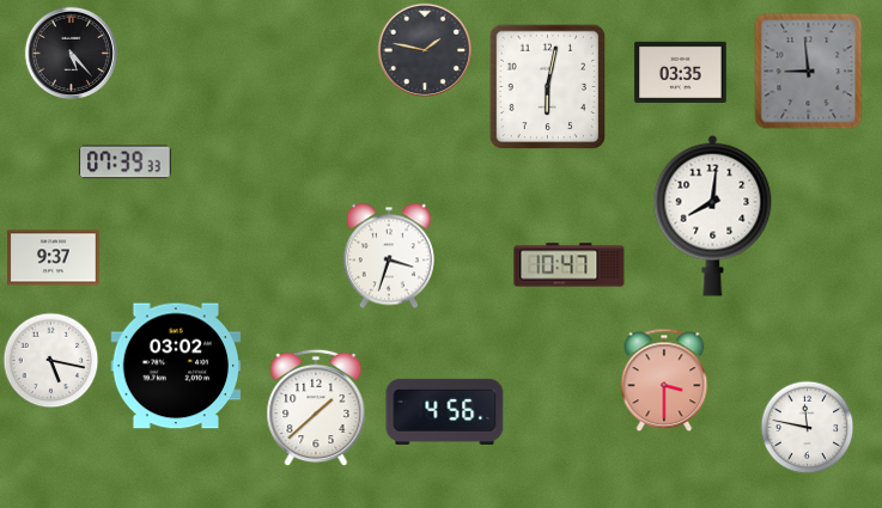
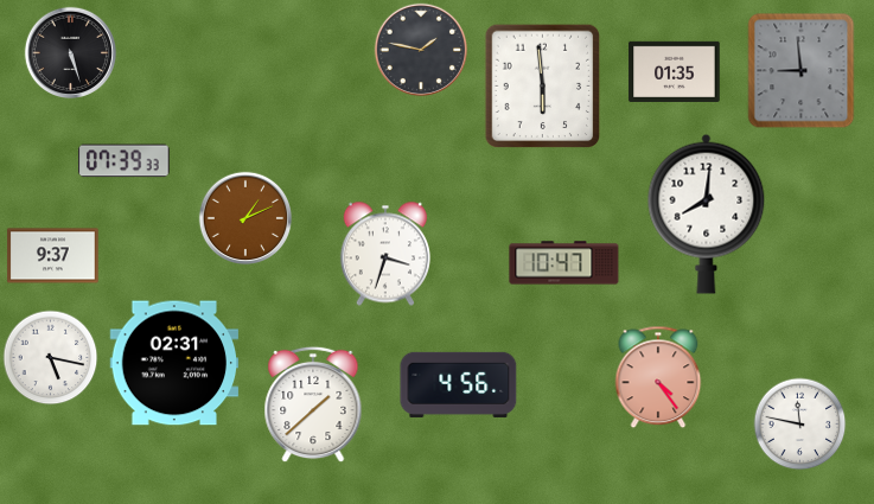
clock at (71, 53): 5:23 -> 5:27
clock at (681, 72): 03:35 -> 01:35
clock at (548, 86): 6:02 -> 5:59
clock at (245, 218): none -> 1:11
clock at (176, 366): 03:02 -> 02:31
clock at (664, 380): 3:30 -> 4:24
clock at (445, 411) position: (445, 411) -> (459, 384)
